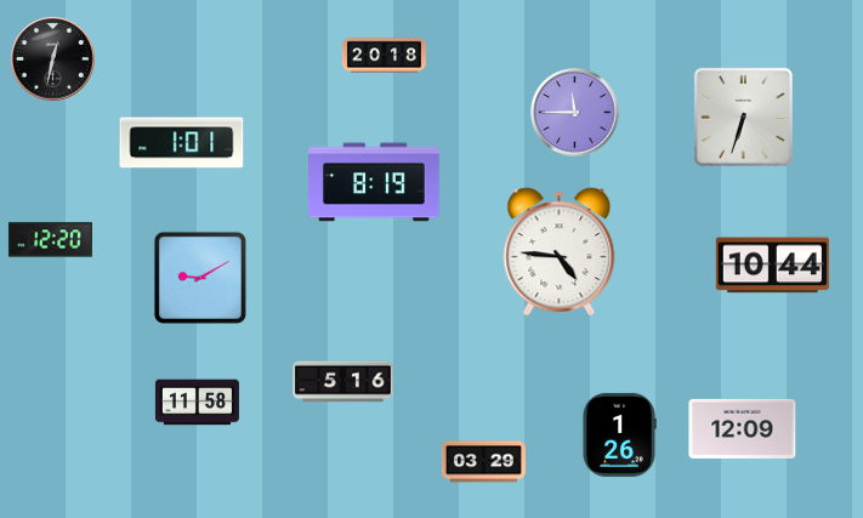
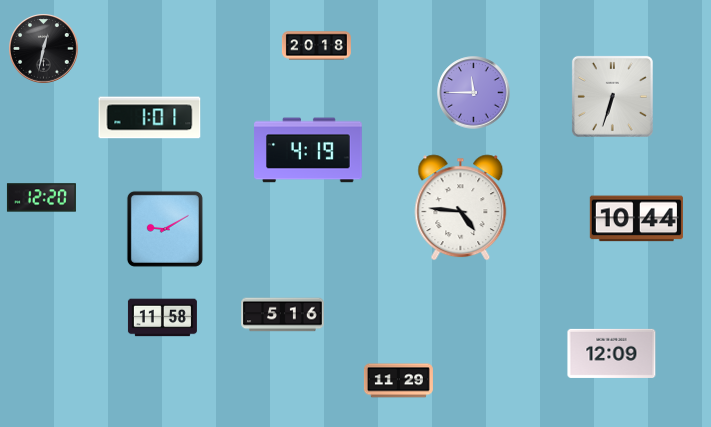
clock at (374, 182): 8:19 -> 4:19
clock at (197, 403) position: (197, 403) -> (162, 318)
clock at (619, 434): 1:26 -> none
clock at (483, 462): 03:29 -> 11:29
